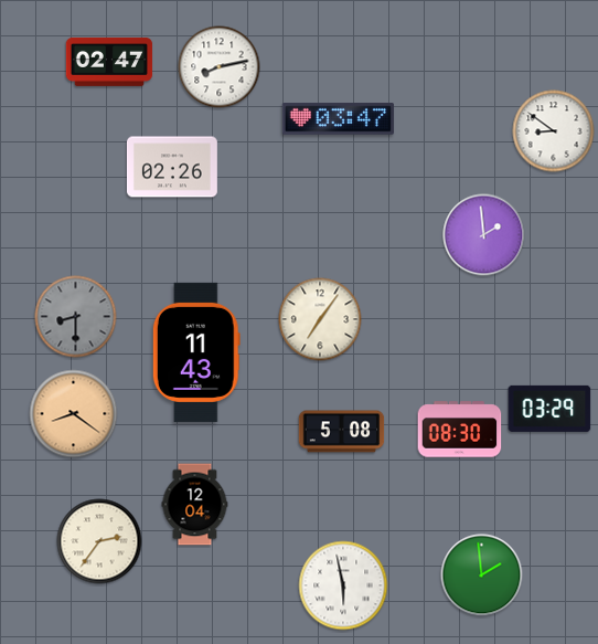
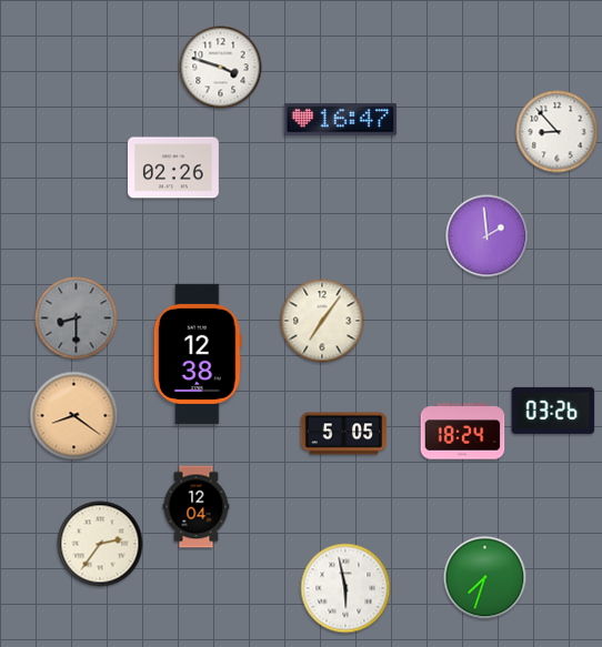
clock at (109, 62): 02:47 -> none
clock at (220, 67): 8:13 -> 3:48
clock at (338, 119): 03:47 -> 16:47
clock at (554, 131): 8:51 -> 8:53
clock at (196, 352): 11:43 -> 12:38
clock at (549, 409): 03:29 -> 03:26
clock at (460, 430): 08:30 -> 18:24
clock at (342, 432): 5:08 -> 5:05
clock at (482, 576): 1:59 -> 7:33
